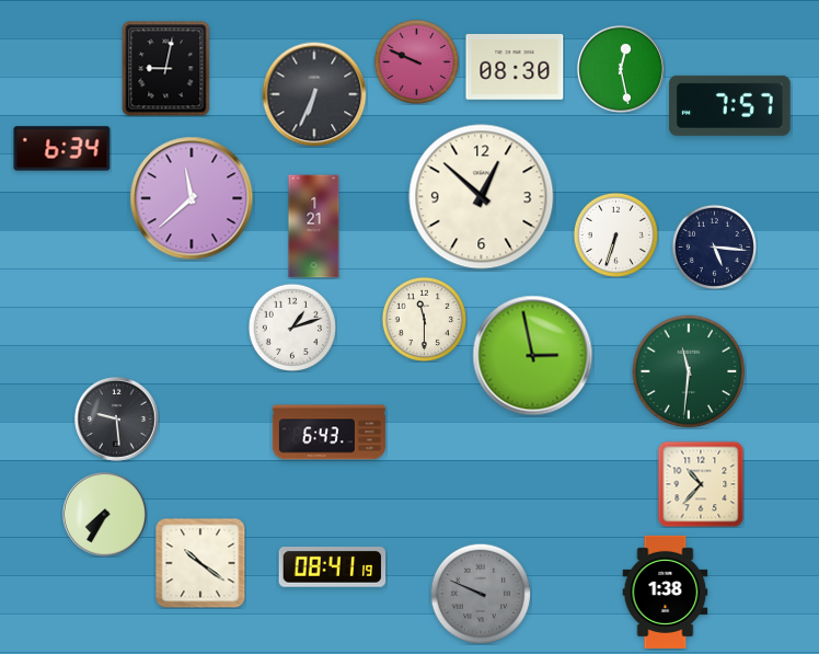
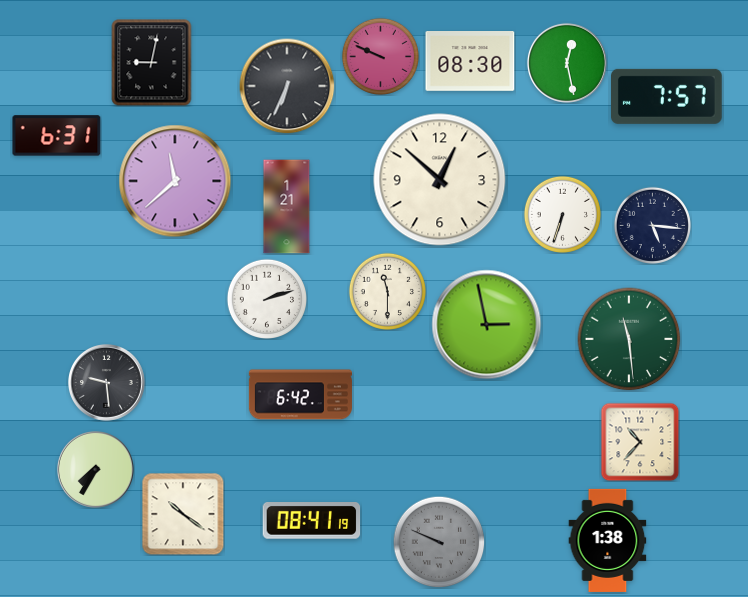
clock at (62, 149): 6:34 -> 6:31
clock at (291, 326): 1:12 -> 2:12
clock at (689, 371): 11:31 -> 11:29
clock at (328, 433): 6:43 -> 6:42
clock at (333, 567) position: (333, 567) -> (312, 521)
